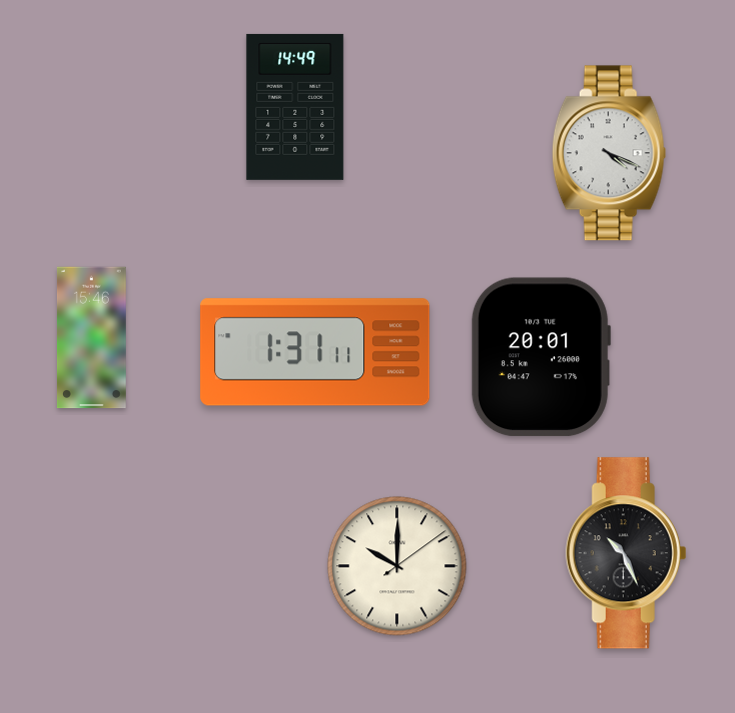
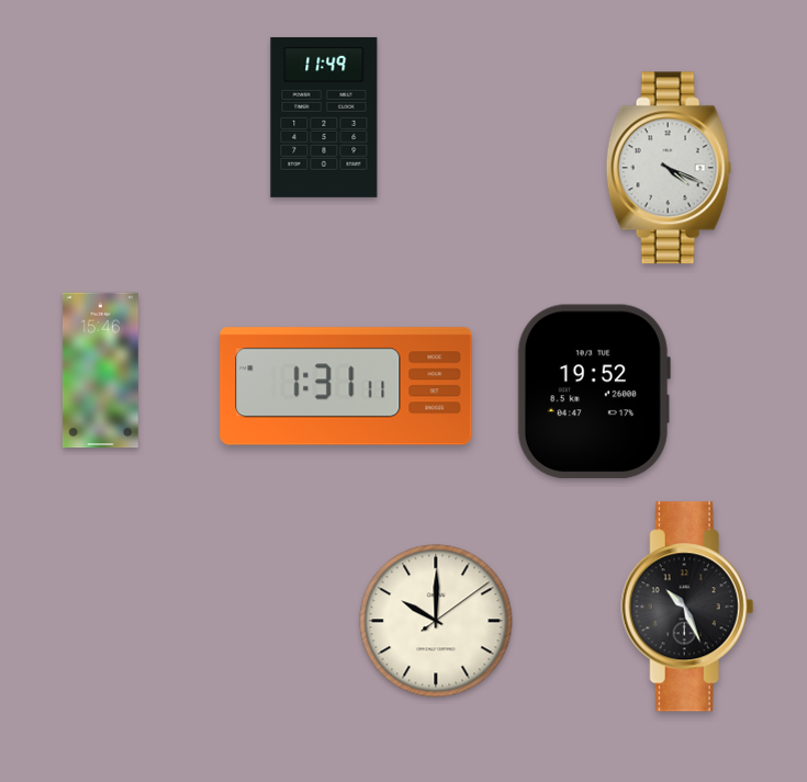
clock at (295, 107): 14:49 -> 11:49
clock at (541, 357): 20:01 -> 19:52
